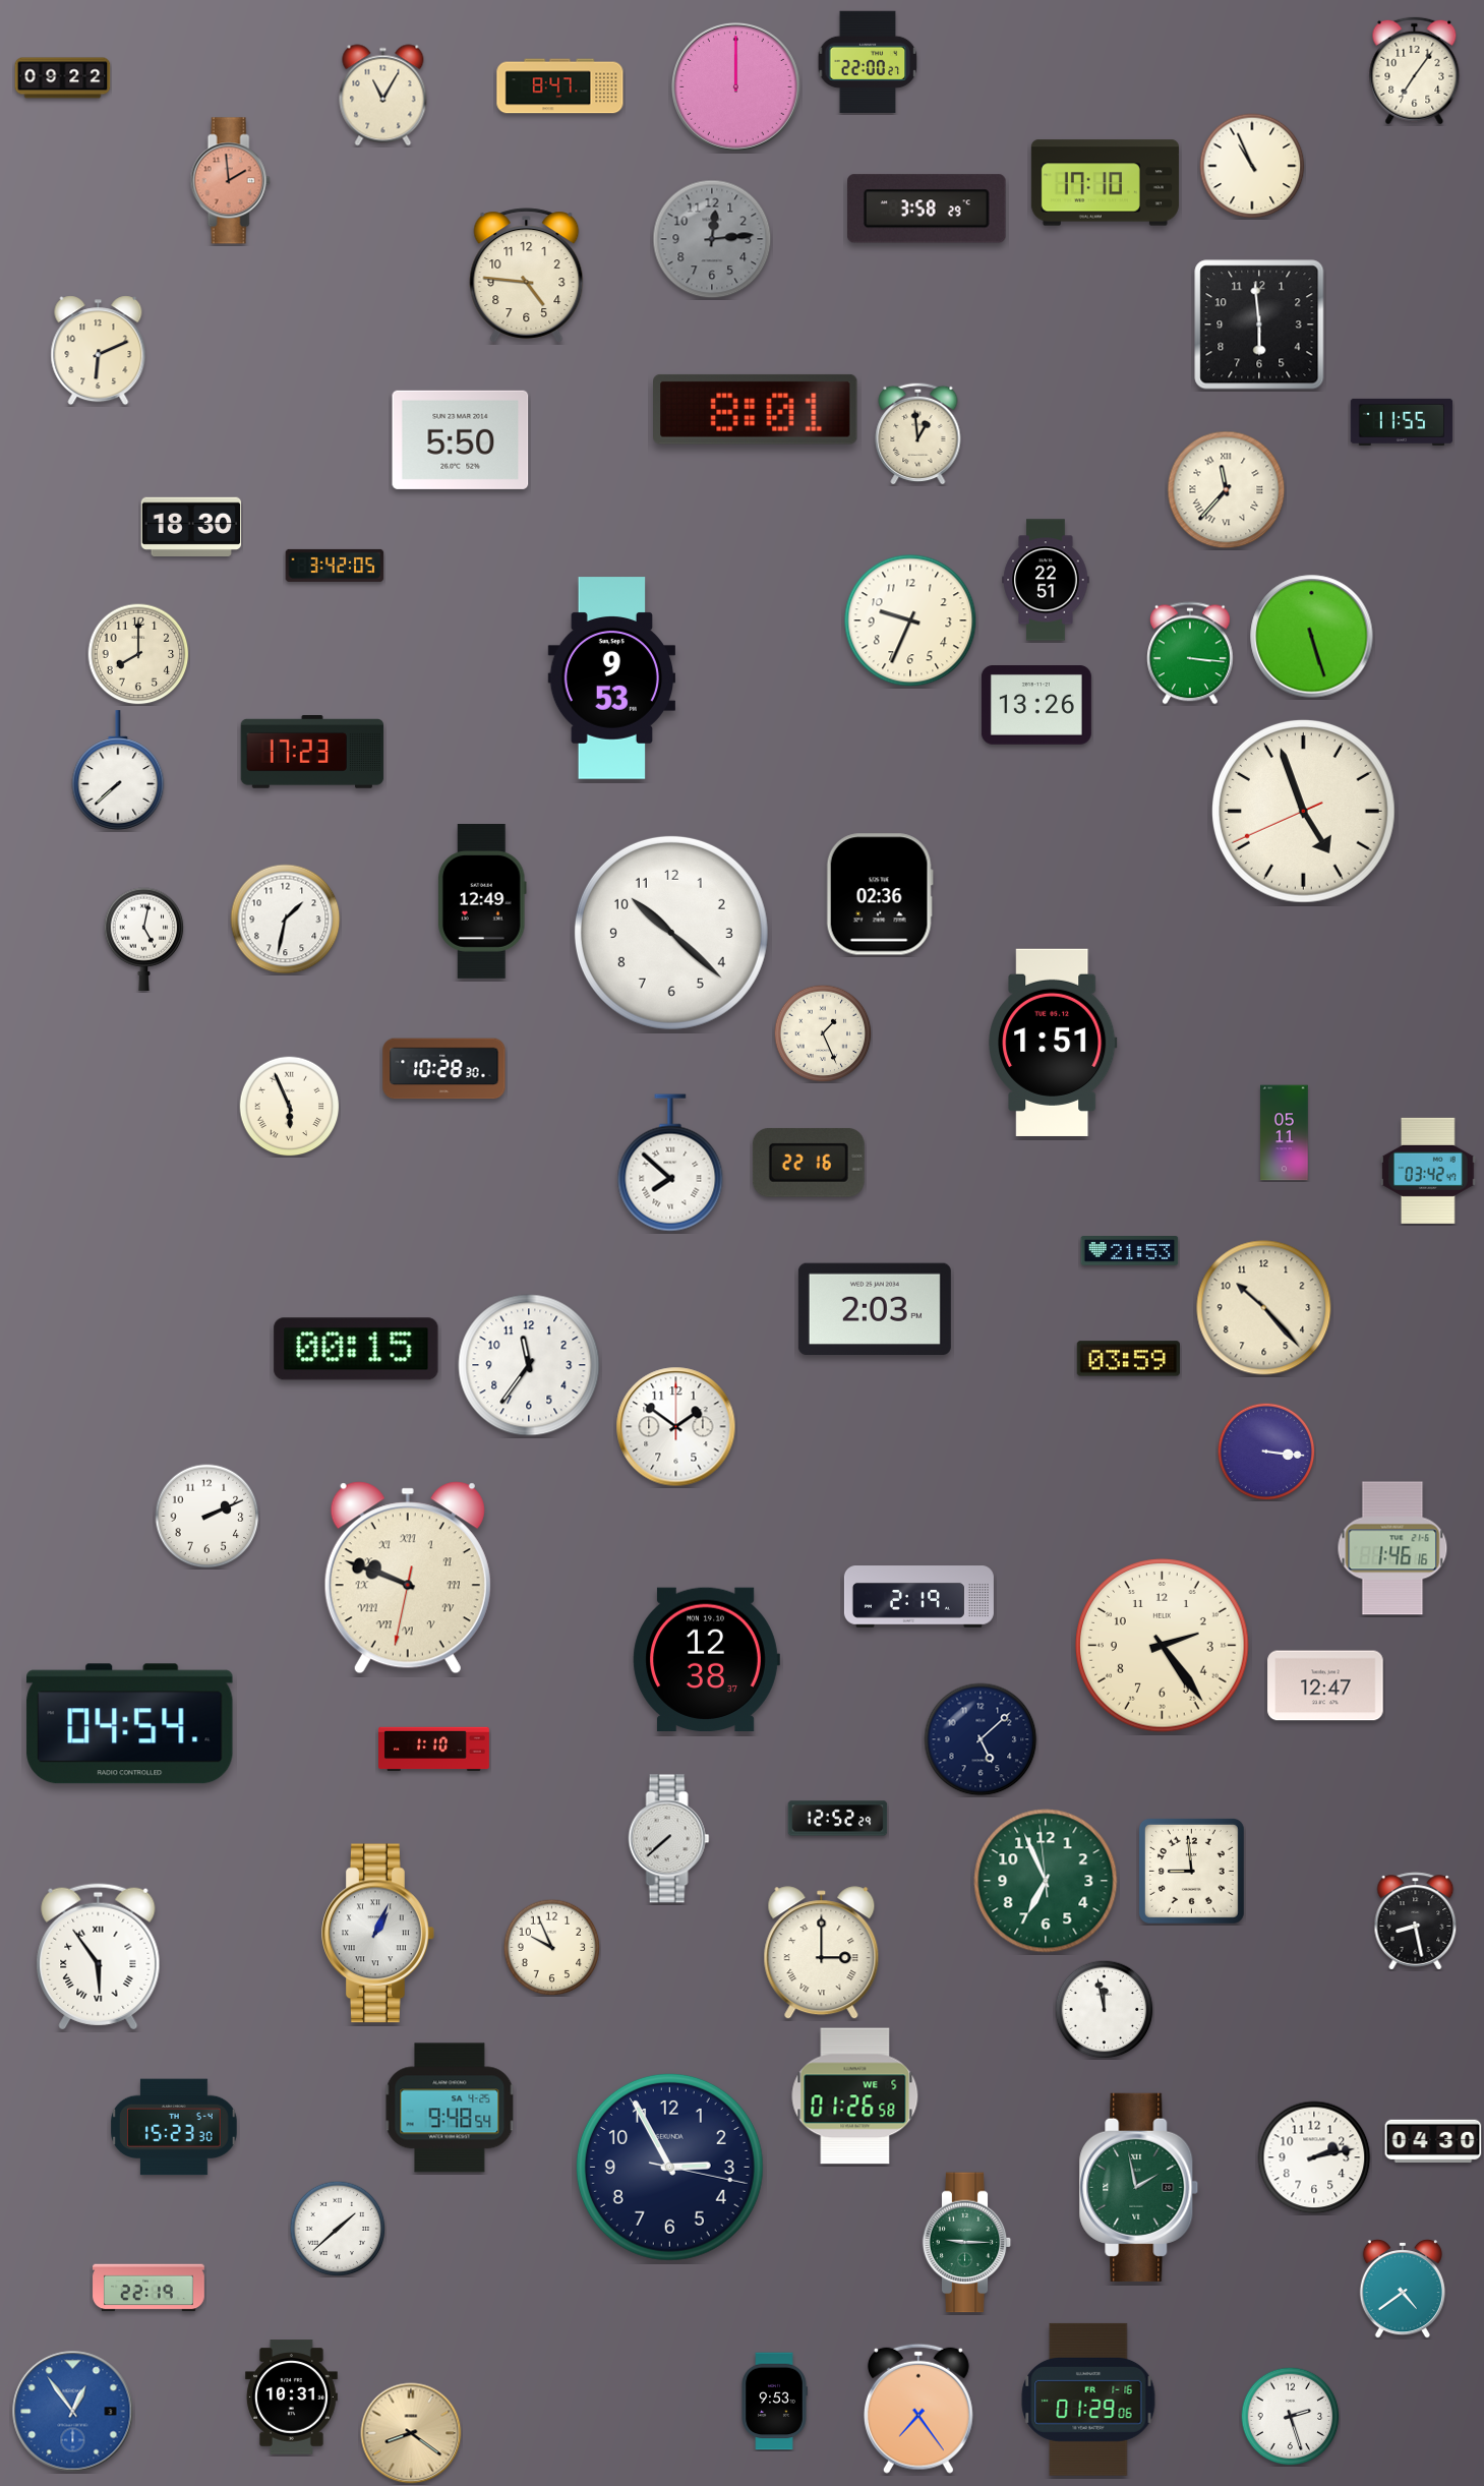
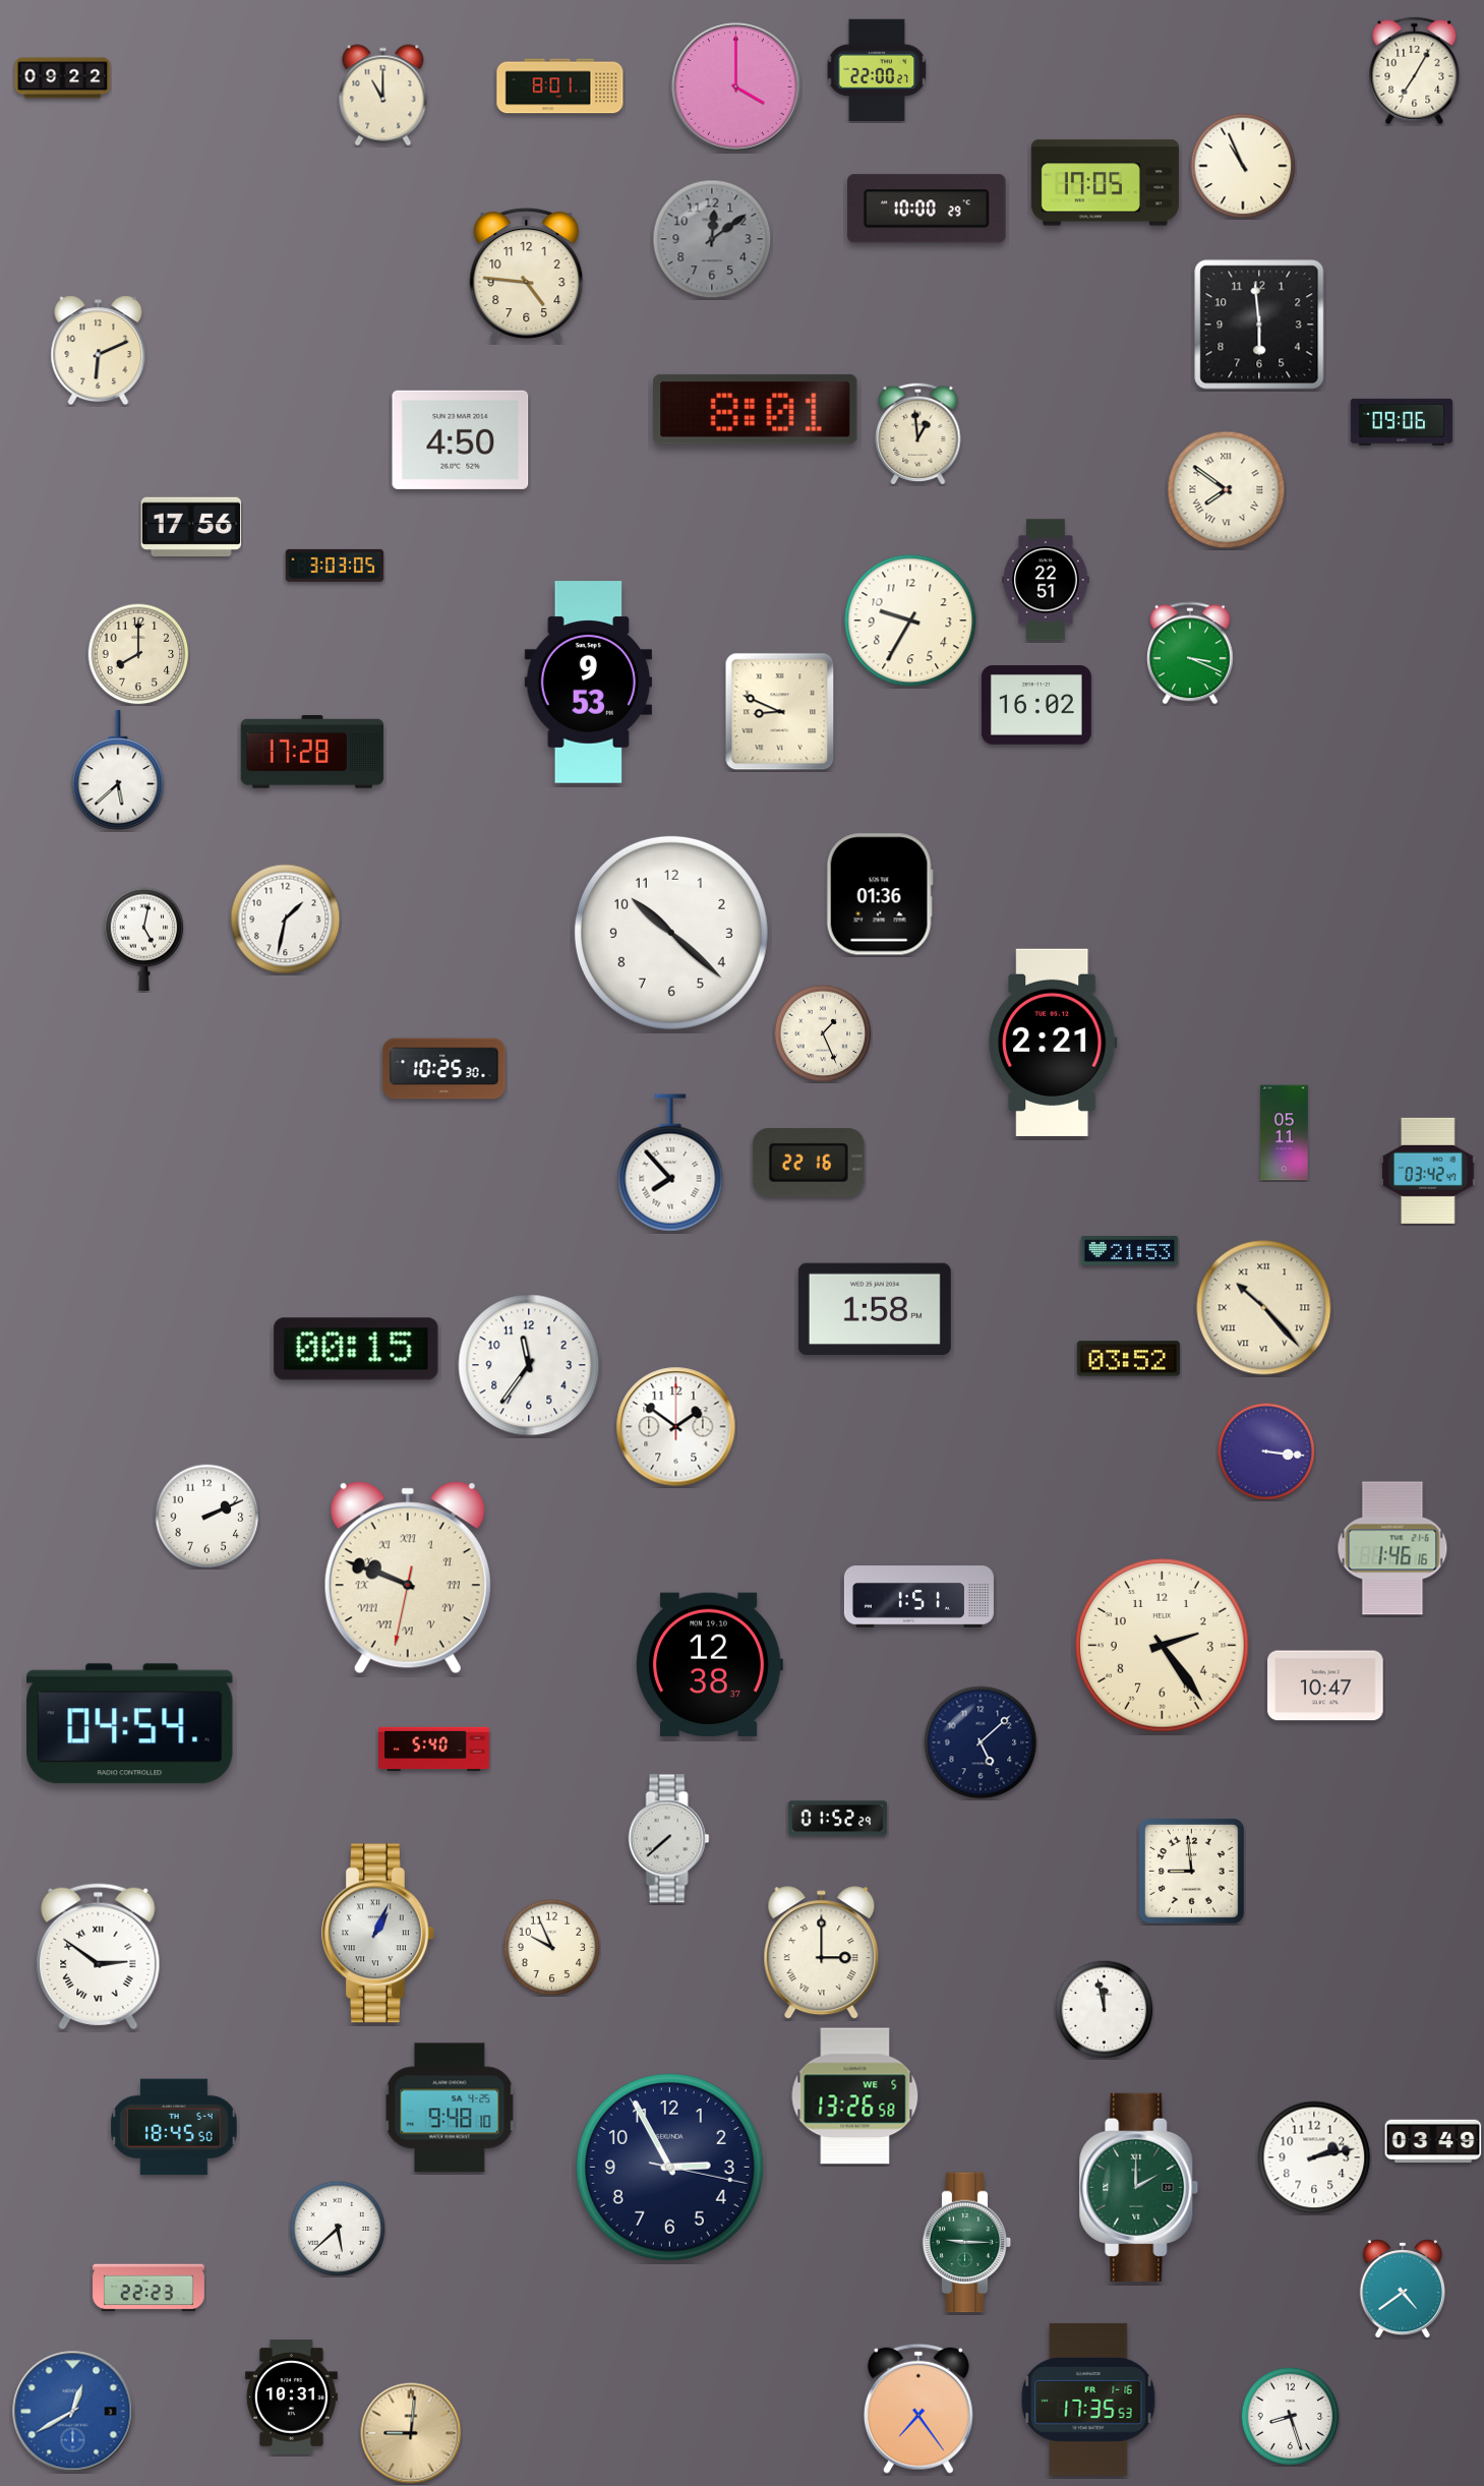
clock at (868, 61) position: (868, 61) -> (877, 69)
clock at (1415, 71): 7:06 -> 7:05
clock at (560, 86): 8:47 -> 8:01
clock at (736, 87): 12:00 -> 4:00
clock at (383, 96): 11:05 -> 11:00
clock at (1252, 166) position: (1252, 166) -> (1243, 166)
clock at (230, 181): 1:59 -> none
clock at (1105, 183): 17:10 -> 17:05
clock at (928, 209): 3:58 -> 10:00
clock at (712, 239): 12:14 -> 12:09
clock at (1402, 422): 11:55 -> 09:06
clock at (461, 439): 5:50 -> 4:50
clock at (1227, 490): 11:37 -> 7:51
clock at (191, 526): 18:30 -> 17:56
clock at (335, 566): 3:42 -> 3:03
clock at (910, 620): 9:34 -> 9:35
clock at (1312, 637): 5:27 -> none
clock at (1191, 653): 3:16 -> 3:19
clock at (611, 678) position: (611, 678) -> (588, 683)
clock at (1036, 706): 13:26 -> 16:02
clock at (780, 712): none -> 8:49
clock at (312, 753): 17:23 -> 17:28
clock at (118, 770): 7:38 -> 5:38
clock at (1303, 811): 4:56 -> none
clock at (880, 894): 02:36 -> 01:36
clock at (482, 901): 12:49 -> none
clock at (1053, 1043): 1:51 -> 2:21
clock at (444, 1069): 10:28 -> 10:25
clock at (290, 1107): 5:56 -> none
clock at (670, 1163): 7:52 -> 7:53
clock at (875, 1308): 2:03 -> 1:58
clock at (1264, 1308) numerals: Arabic -> Roman
clock at (1128, 1359): 03:59 -> 03:52
clock at (918, 1597): 2:19 -> 1:51
clock at (706, 1659) position: (706, 1659) -> (709, 1664)
clock at (1325, 1685): 12:47 -> 10:47
clock at (981, 1739) position: (981, 1739) -> (981, 1742)
clock at (434, 1750): 1:10 -> 5:40
clock at (838, 1819): 12:52 -> 01:52
clock at (1046, 1881): 6:55 -> none
clock at (1416, 1921): 8:28 -> none
clock at (99, 1957): 5:54 -> 2:51
clock at (855, 2096): 01:26 -> 13:26
clock at (450, 2108): 9:48:54 -> 9:48:10
clock at (174, 2127): 15:23 -> 18:45
clock at (1433, 2141): 04:30 -> 03:49
clock at (1139, 2187): 1:58 -> 2:00
clock at (338, 2229): 1:38 -> 5:38
clock at (149, 2288): 22:19 -> 22:23
clock at (1088, 2400): 01:29 -> 17:35
clock at (774, 2402): 9:53 -> none
clock at (73, 2412): 12:54 -> 12:40
clock at (1290, 2416): 2:27 -> 8:27
clock at (411, 2433): 8:21 -> 9:01
